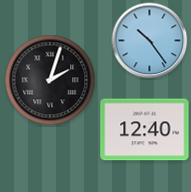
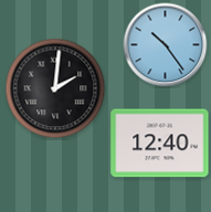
clock at (50, 80): 2:03 -> 2:01
